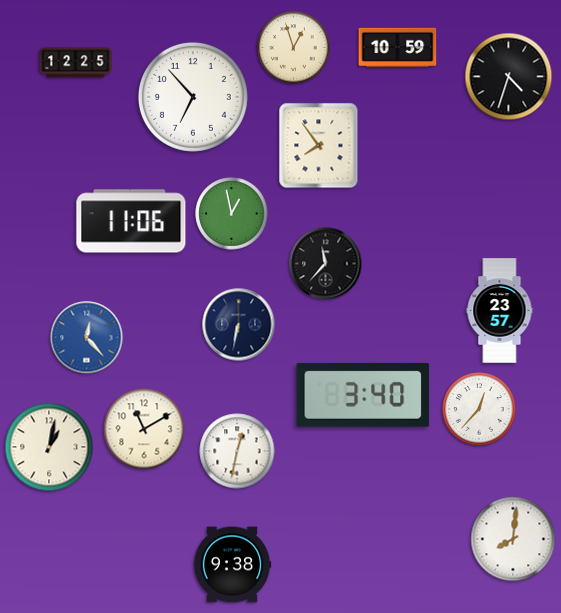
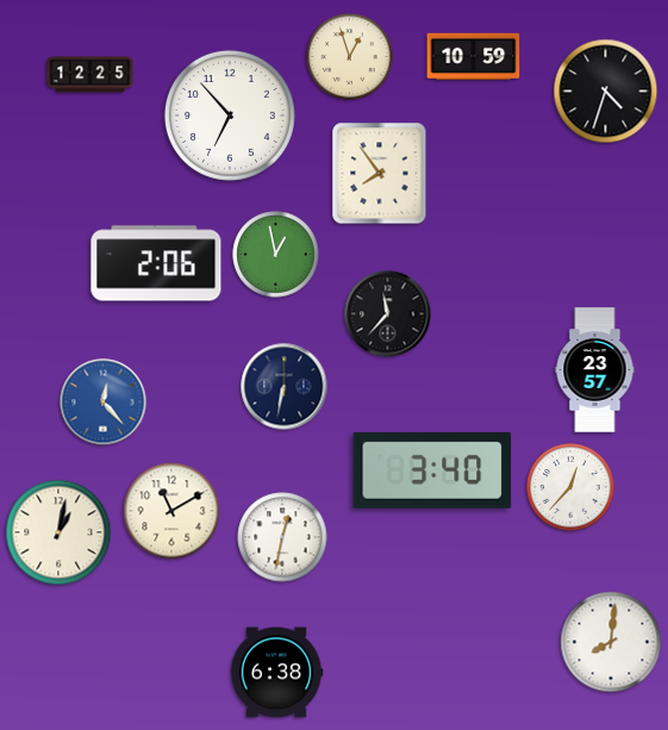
clock at (131, 221): 11:06 -> 2:06
clock at (232, 565): 9:38 -> 6:38
